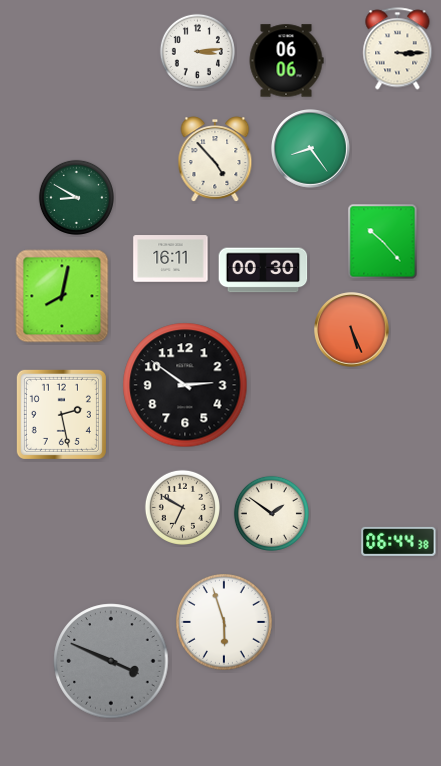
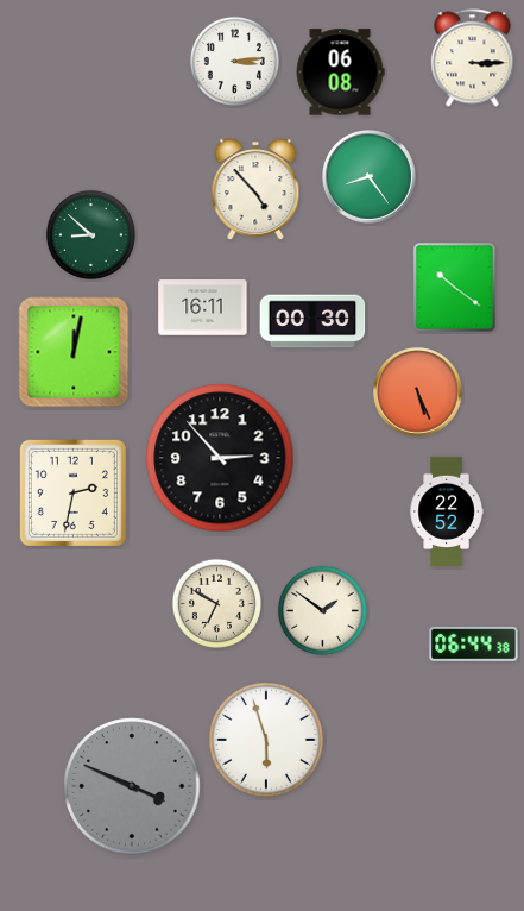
clock at (286, 61): 06:06 -> 06:08
clock at (76, 197): 8:50 -> 8:52
clock at (383, 242): 10:23 -> 10:21
clock at (62, 296): 8:02 -> 12:02
clock at (185, 385): 2:51 -> 2:53
clock at (61, 414): 2:28 -> 2:32
clock at (447, 510): none -> 22:52
